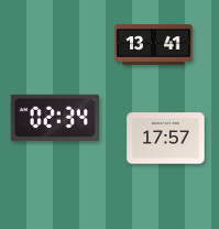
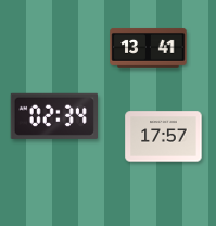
clock at (154, 45) position: (154, 45) -> (149, 49)
